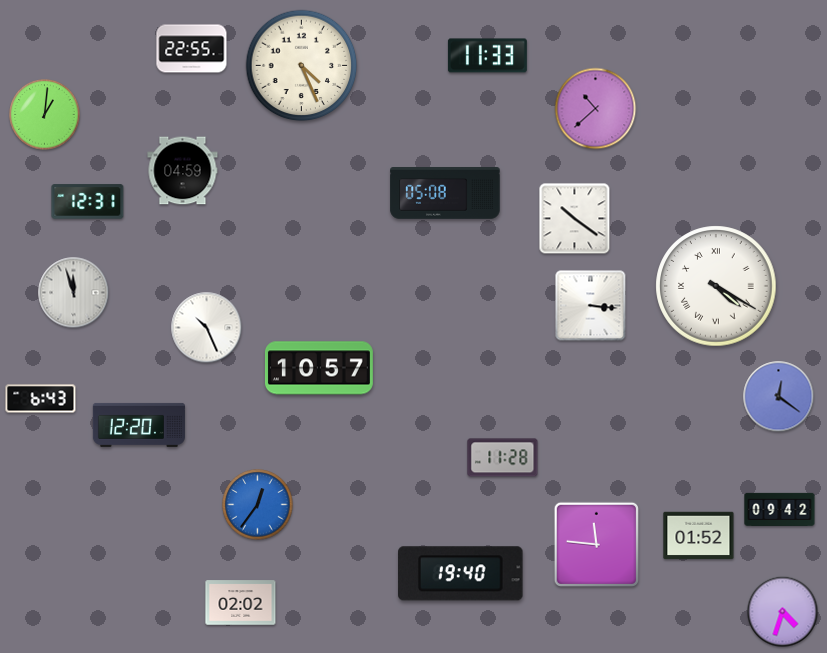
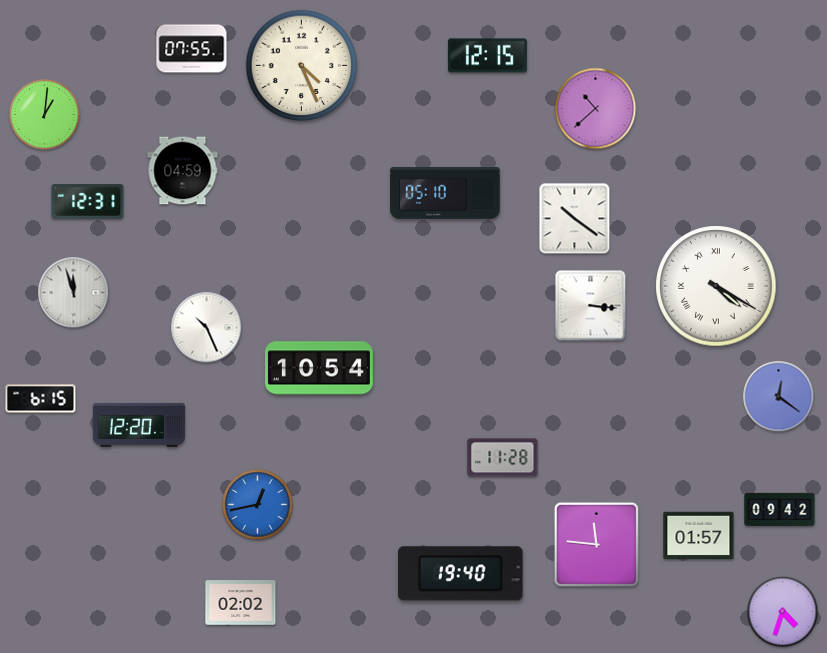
clock at (192, 49): 22:55 -> 07:55
clock at (487, 56): 11:33 -> 12:15
clock at (445, 194): 05:08 -> 05:10
clock at (319, 368): 10:57 -> 10:54
clock at (41, 399): 6:43 -> 6:15
clock at (258, 505): 12:36 -> 12:43
clock at (699, 536): 01:52 -> 01:57
